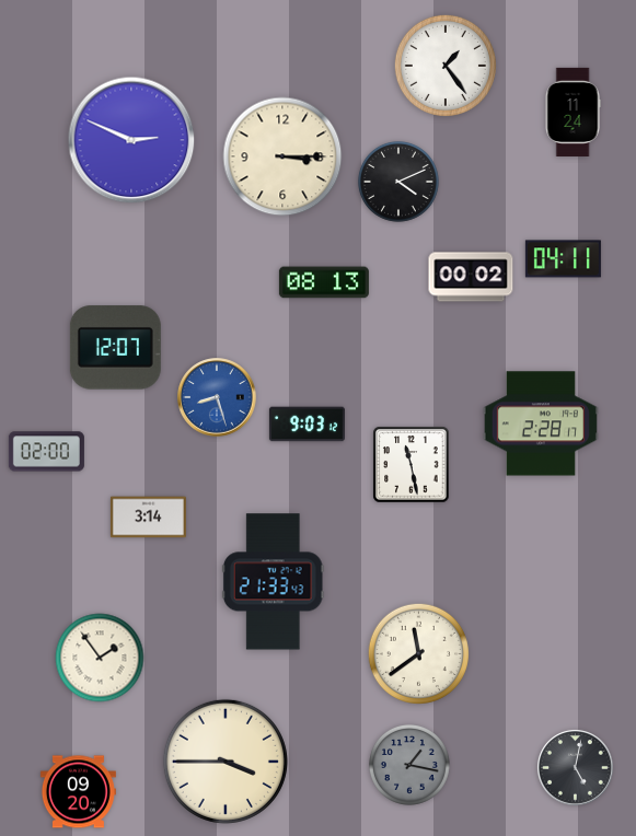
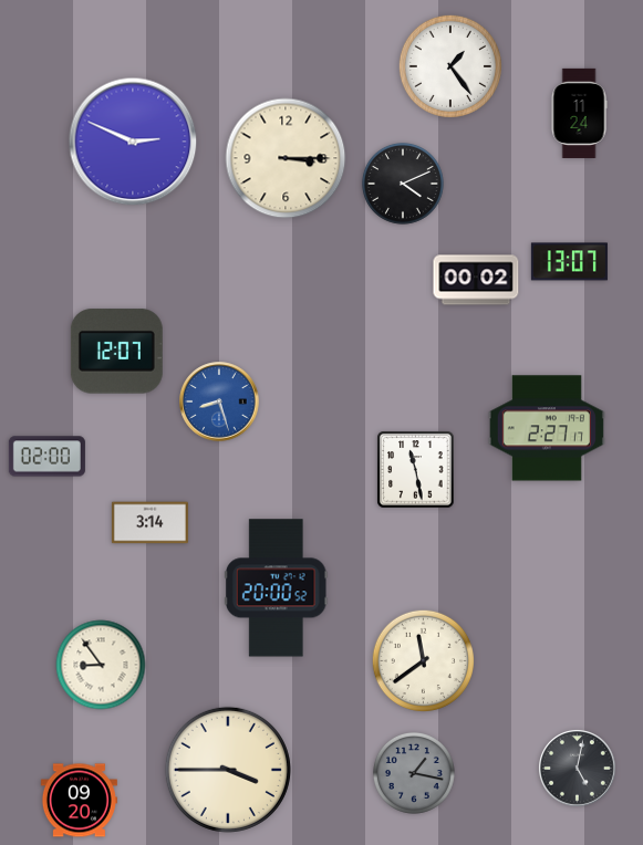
clock at (563, 259): 04:11 -> 13:07
clock at (324, 282): 08:13 -> none
clock at (541, 423): 2:28 -> 2:27
clock at (307, 425): 9:03 -> none
clock at (273, 582): 21:33 -> 20:00
clock at (100, 658): 1:54 -> 8:54
clock at (575, 767) position: (575, 767) -> (577, 768)
